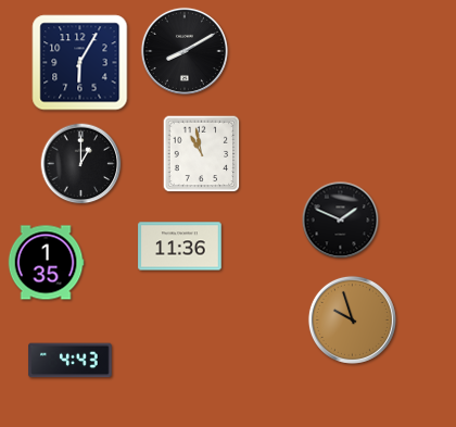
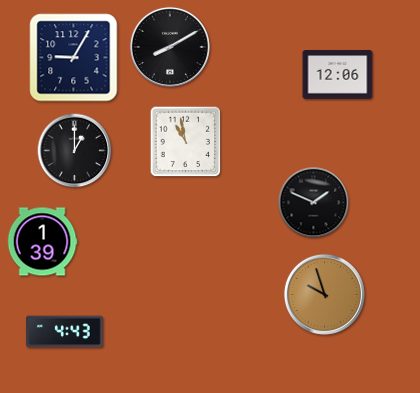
clock at (80, 63): 6:05 -> 9:05
clock at (338, 75): none -> 12:06
clock at (180, 247): 11:36 -> none
clock at (46, 263): 1:35 -> 1:39
